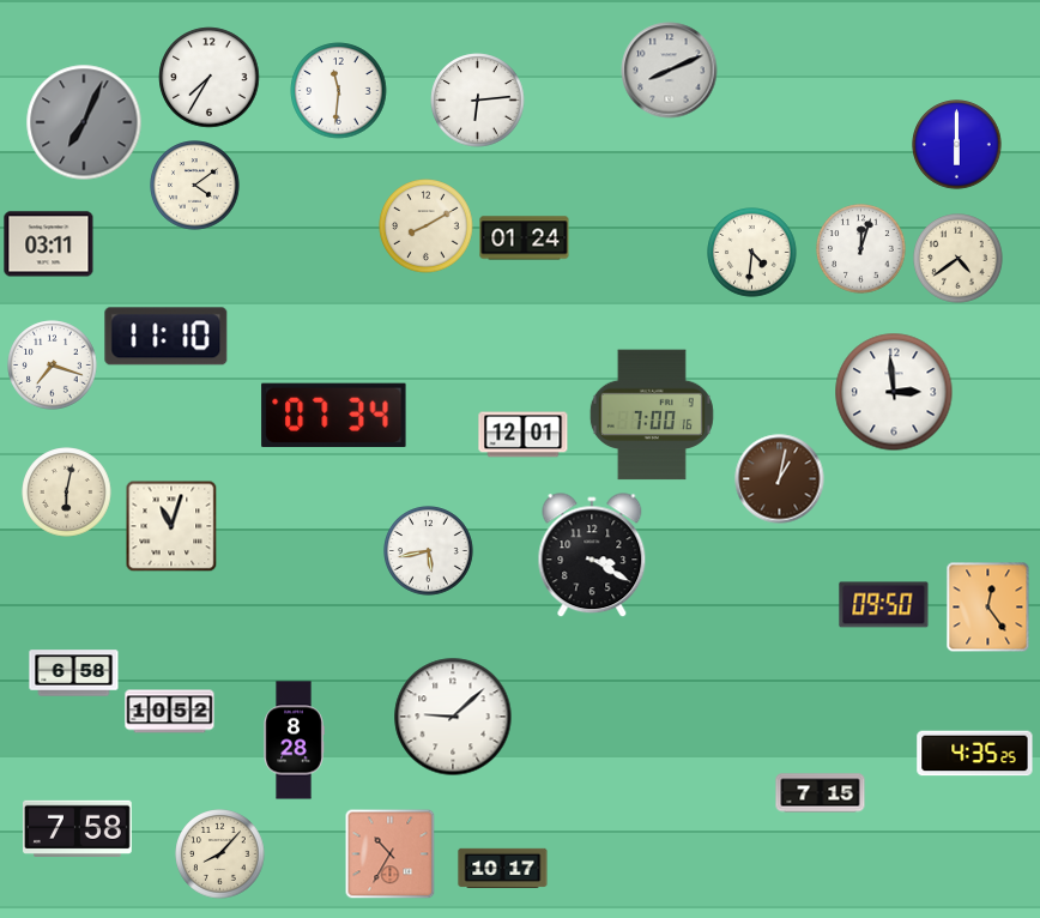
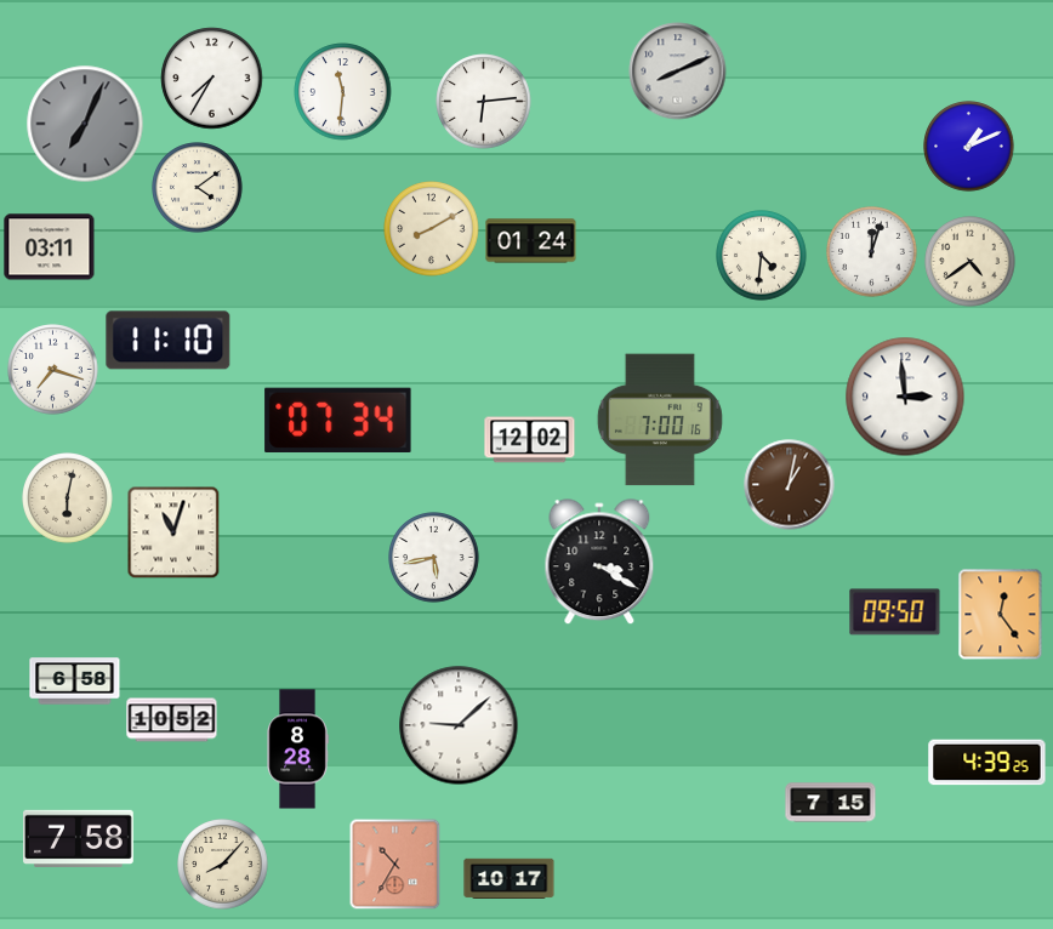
clock at (957, 145): 6:00 -> 1:11
clock at (524, 435): 12:01 -> 12:02
clock at (975, 754): 4:35 -> 4:39
